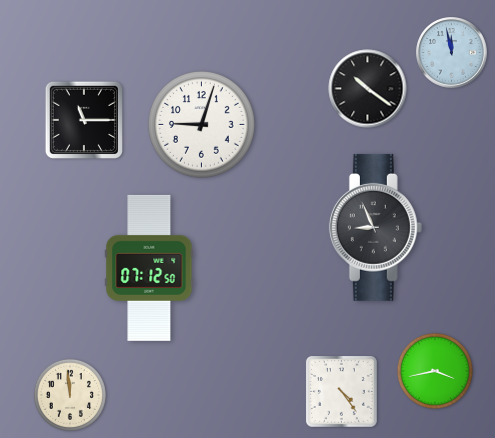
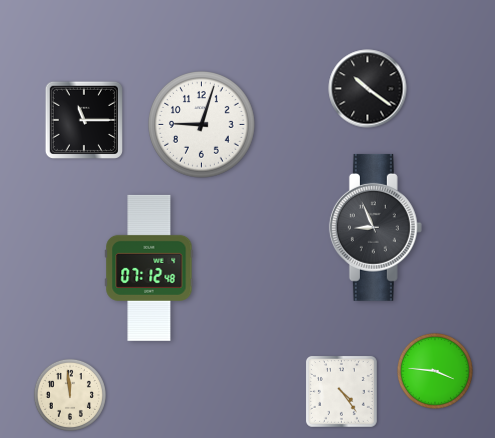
clock at (452, 53): 11:58 -> none
clock at (149, 268): 07:12:50 -> 07:12:48
clock at (435, 371): 3:43 -> 3:46
